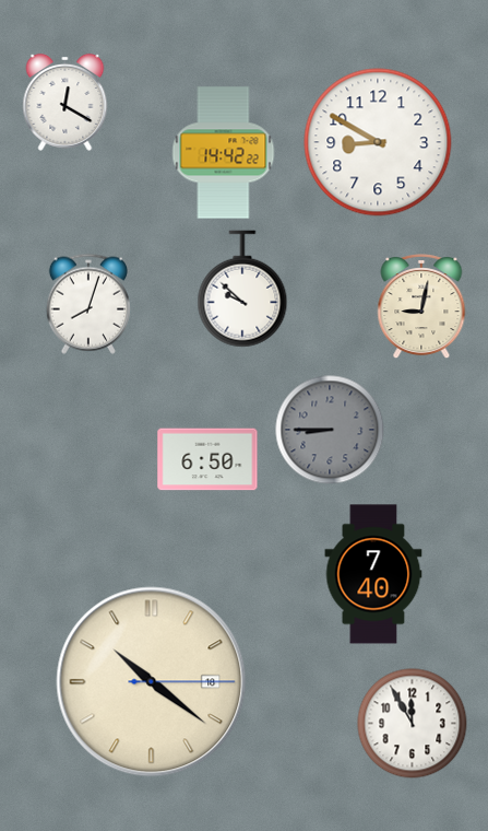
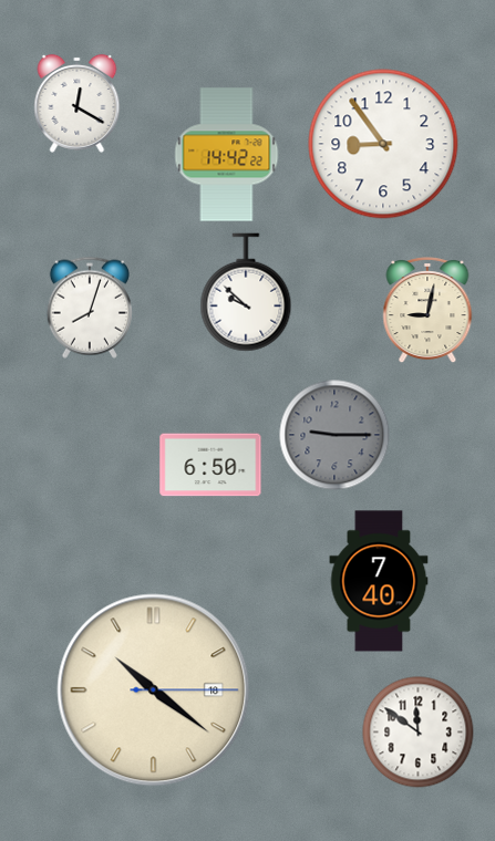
clock at (66, 102) position: (66, 102) -> (78, 103)
clock at (378, 142): 8:50 -> 8:54
clock at (330, 430): 8:45 -> 9:15
clock at (413, 724): 11:55 -> 11:51
